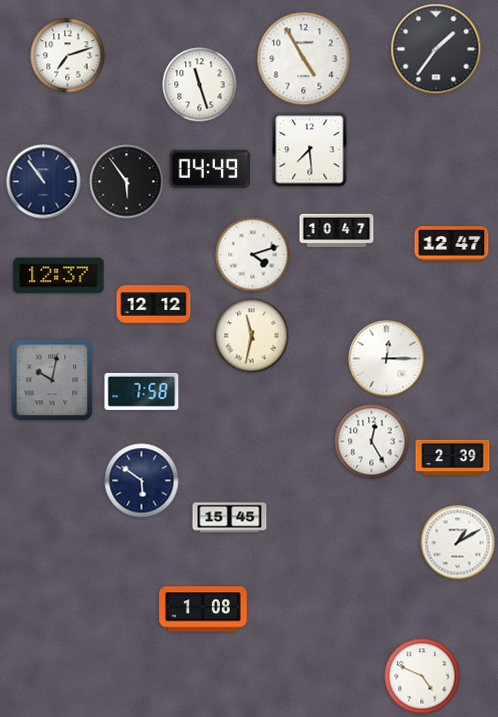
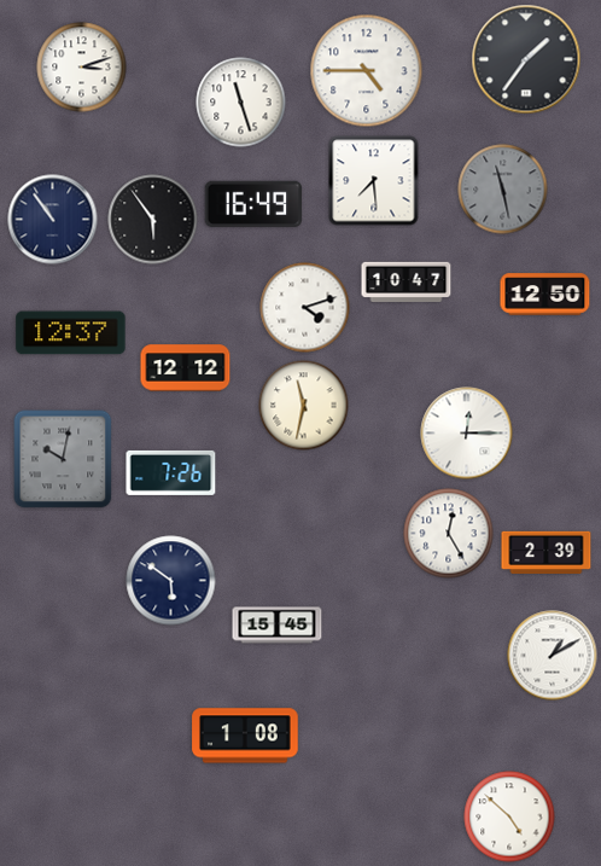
clock at (68, 56): 7:12 -> 3:12
clock at (304, 59): 4:55 -> 4:45
clock at (503, 190): none -> 11:28
clock at (210, 169): 04:49 -> 16:49
clock at (337, 230) position: (337, 230) -> (407, 281)
clock at (452, 244): 12:47 -> 12:50
clock at (142, 391): 7:58 -> 7:26
clock at (422, 676): 4:49 -> 4:52
